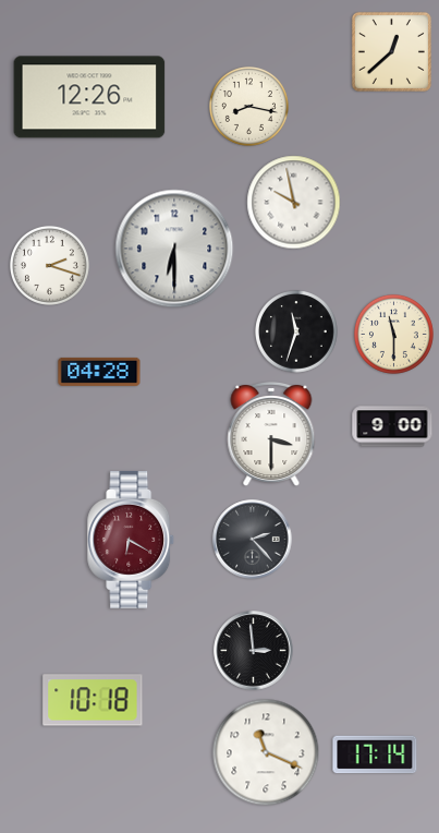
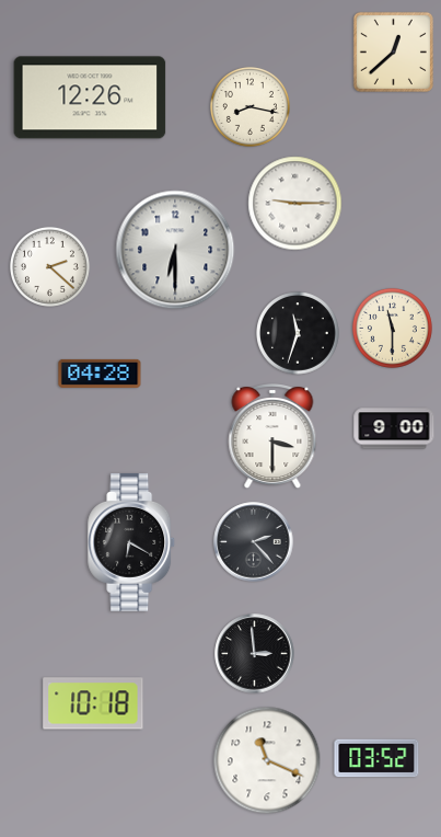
clock at (294, 203): 9:58 -> 9:15
clock at (49, 265): 2:18 -> 2:22
clock at (393, 334) position: (393, 334) -> (392, 328)
clock at (132, 540) dial: burgundy -> black
clock at (266, 752) position: (266, 752) -> (267, 760)
clock at (375, 754): 17:14 -> 03:52
